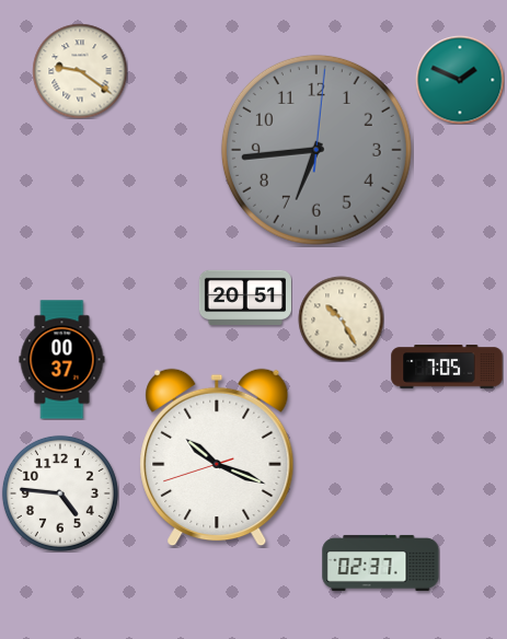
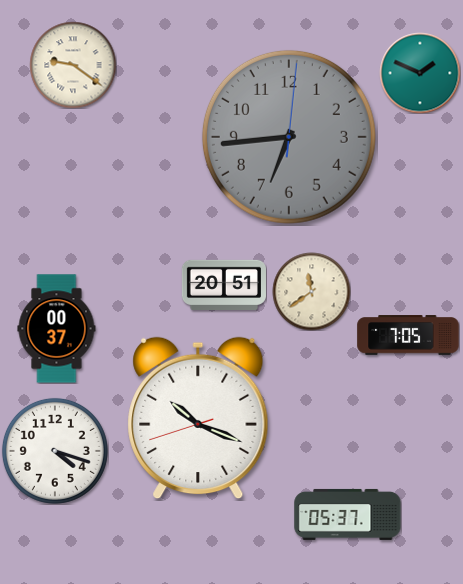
clock at (245, 297) position: (245, 297) -> (224, 284)
clock at (341, 318): 10:25 -> 11:39
clock at (60, 493): 4:46 -> 4:18
clock at (381, 562): 02:37 -> 05:37
